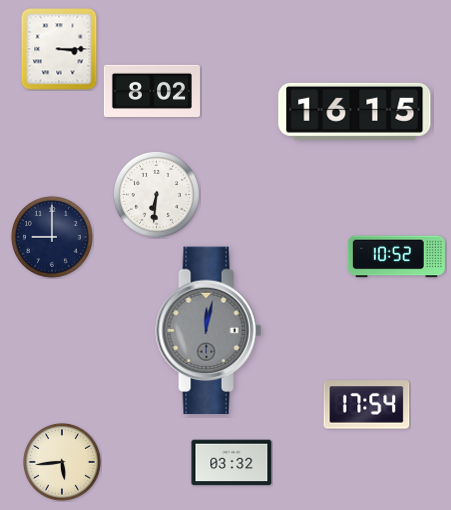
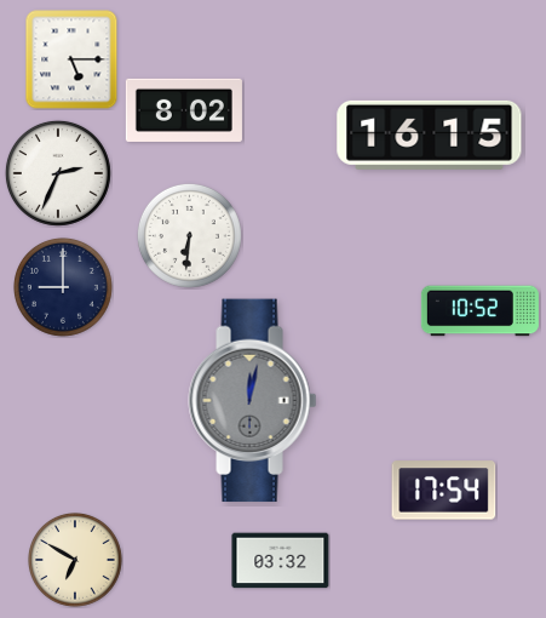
clock at (59, 49): 3:15 -> 5:15
clock at (58, 173): none -> 2:34
clock at (63, 463): 5:44 -> 6:50
